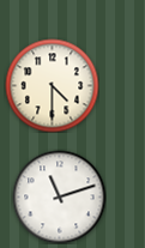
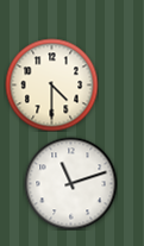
clock at (59, 196) position: (59, 196) -> (70, 183)
